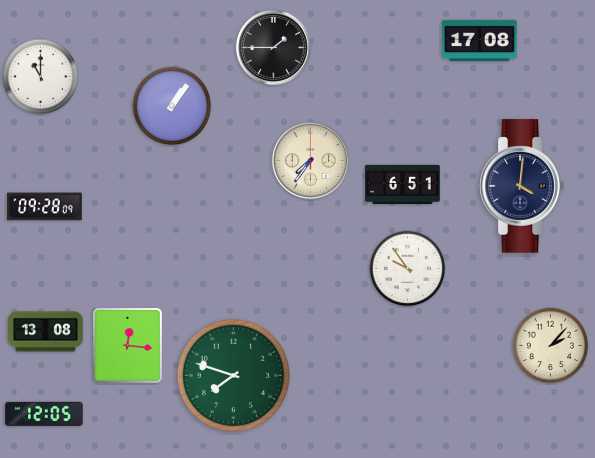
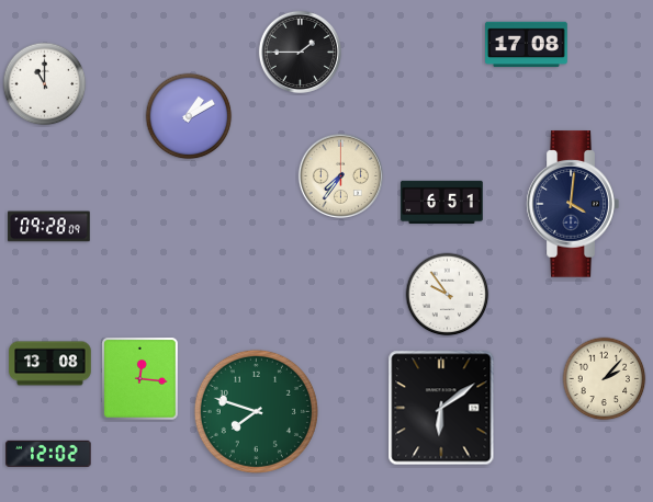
clock at (172, 106): 1:06 -> 1:10
clock at (441, 408): none -> 6:09
clock at (44, 414): 12:05 -> 12:02
